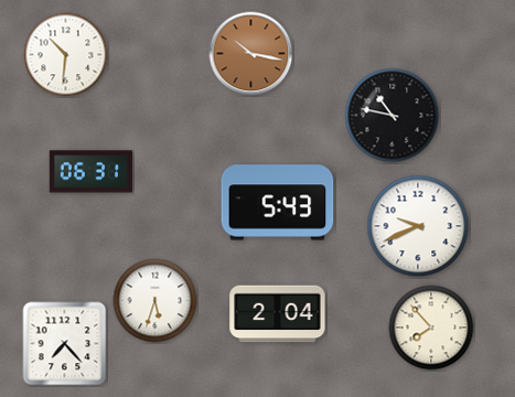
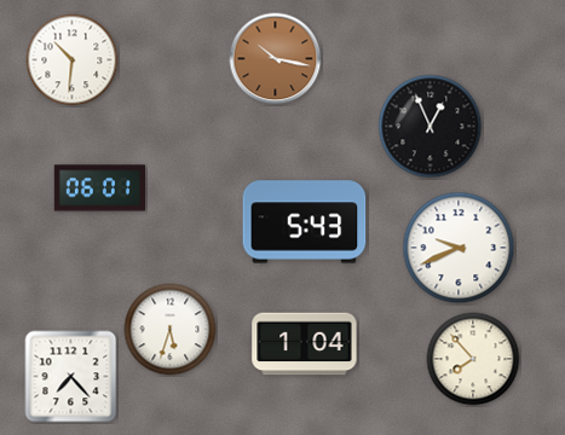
clock at (393, 116): 10:47 -> 12:56
clock at (90, 172): 06:31 -> 06:01
clock at (278, 314): 2:04 -> 1:04
